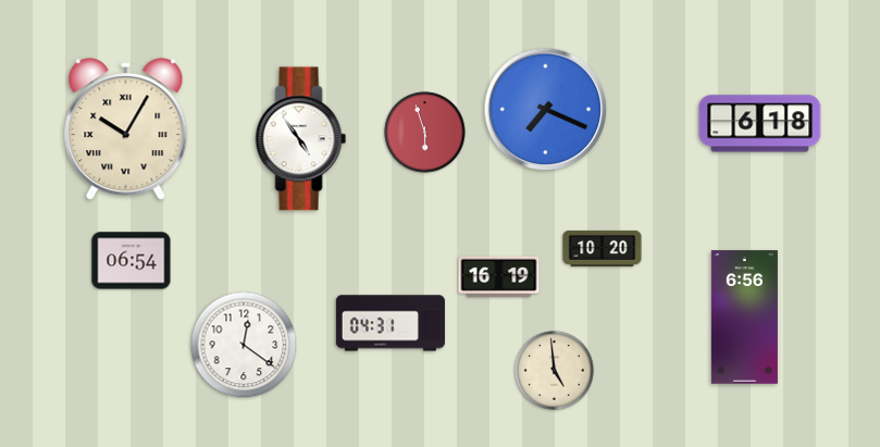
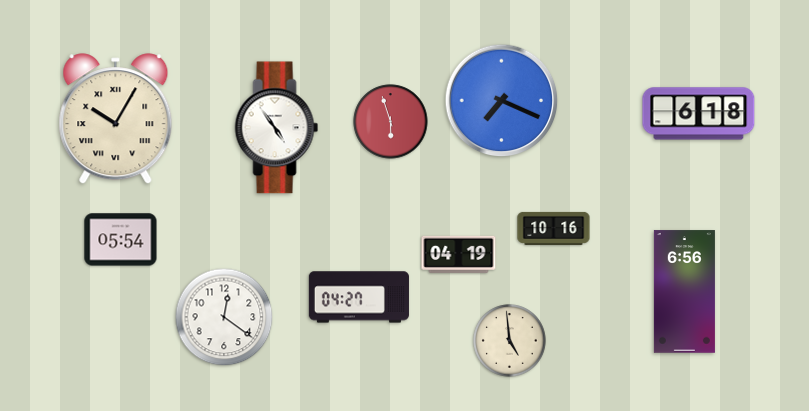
clock at (603, 248): 10:20 -> 10:16
clock at (132, 261): 06:54 -> 05:54
clock at (499, 276): 16:19 -> 04:19
clock at (389, 323): 04:31 -> 04:27
